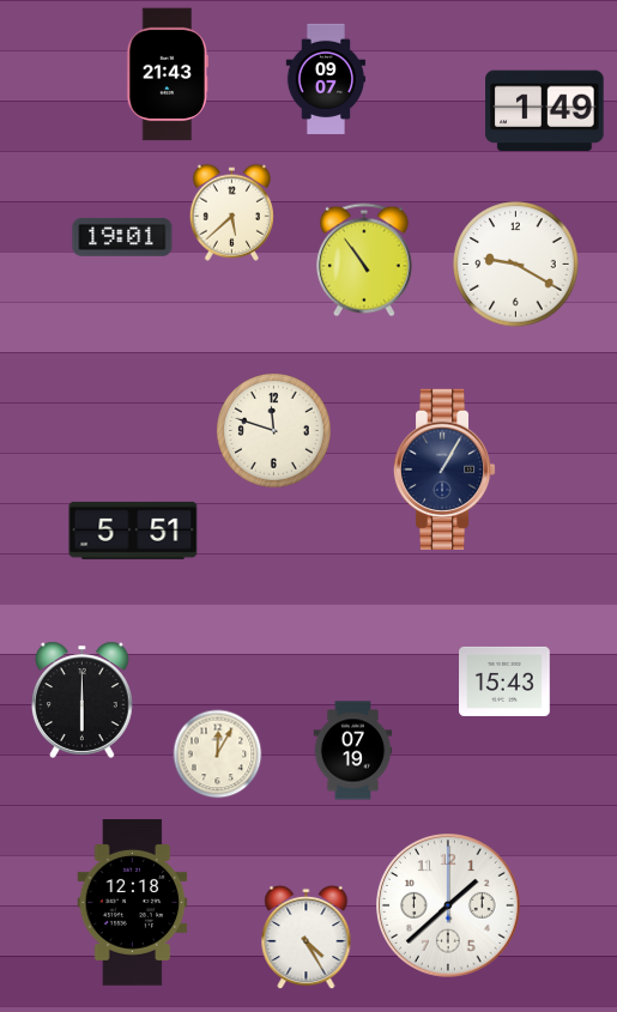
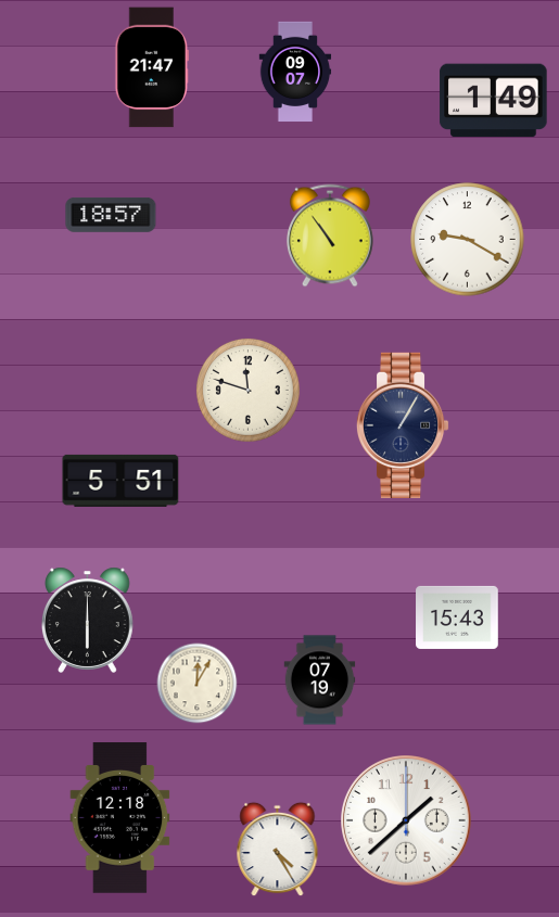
clock at (167, 74): 21:43 -> 21:47
clock at (231, 212): 5:38 -> none
clock at (122, 237): 19:01 -> 18:57
clock at (81, 699) position: (81, 699) -> (87, 620)
